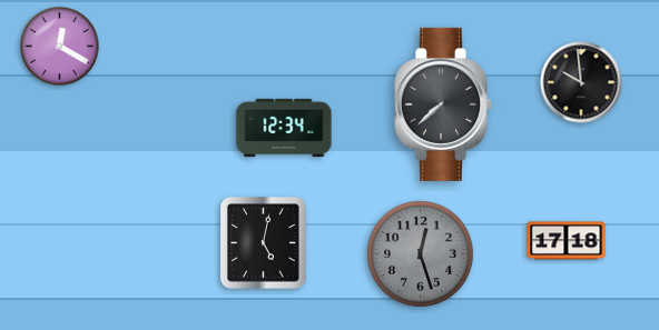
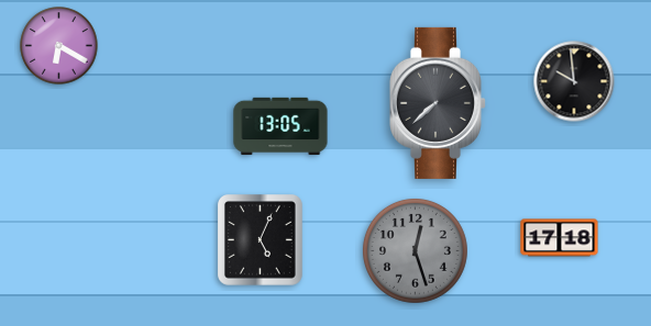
clock at (60, 47): 12:20 -> 6:20
clock at (284, 128): 12:34 -> 13:05
clock at (264, 243): 5:02 -> 5:04
